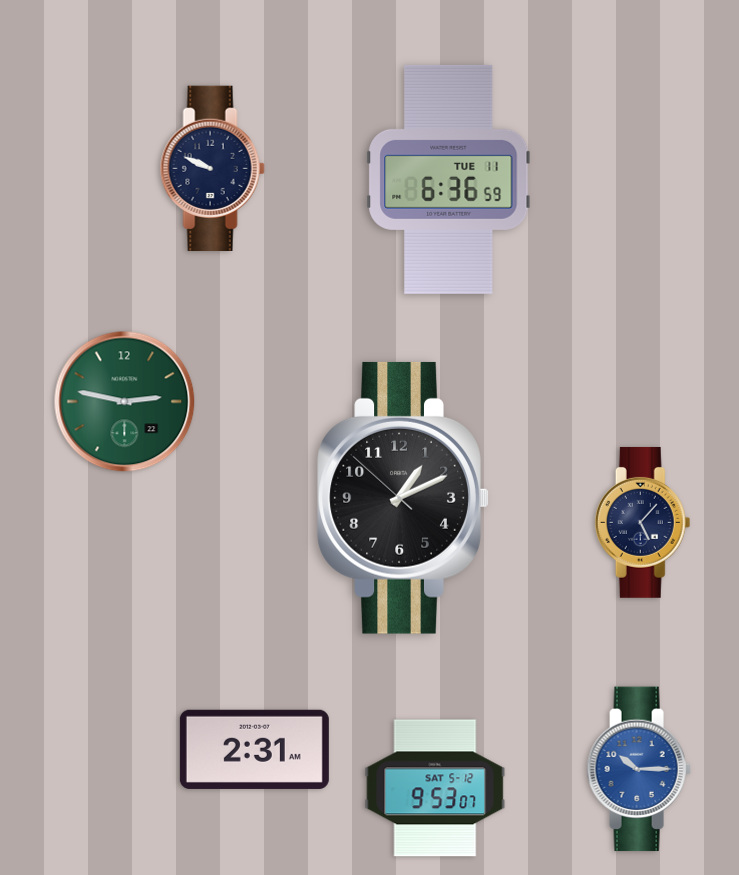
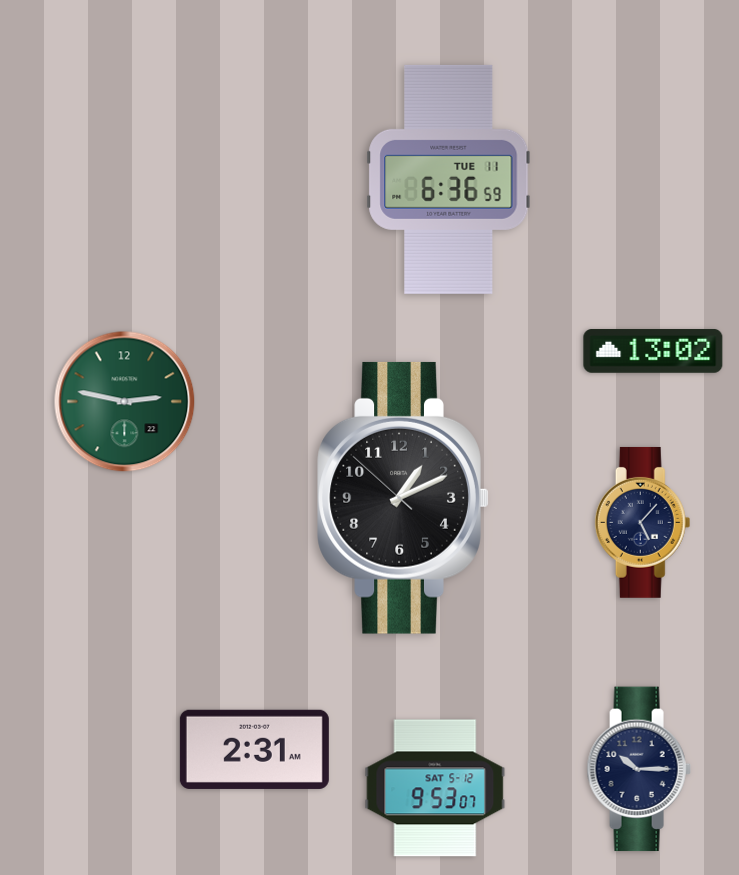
clock at (212, 168): 9:49 -> none
clock at (653, 352): none -> 13:02
clock at (639, 769) dial: blue -> navy
